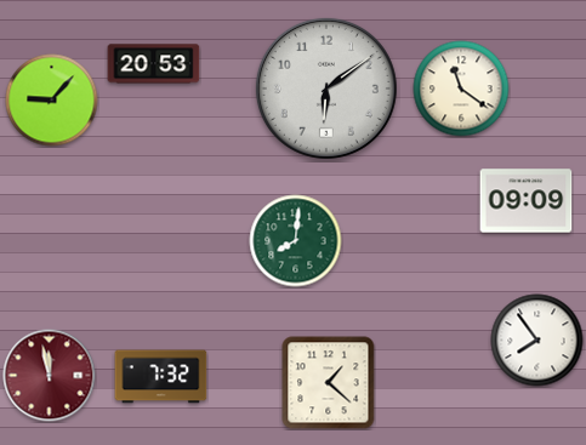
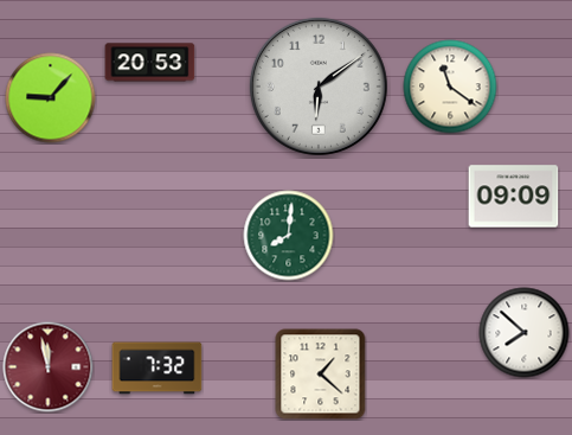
clock at (537, 341): 7:54 -> 7:52
